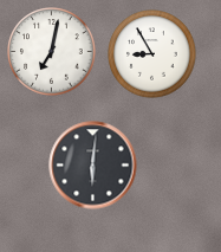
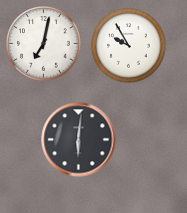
clock at (152, 54): 8:55 -> 9:55
